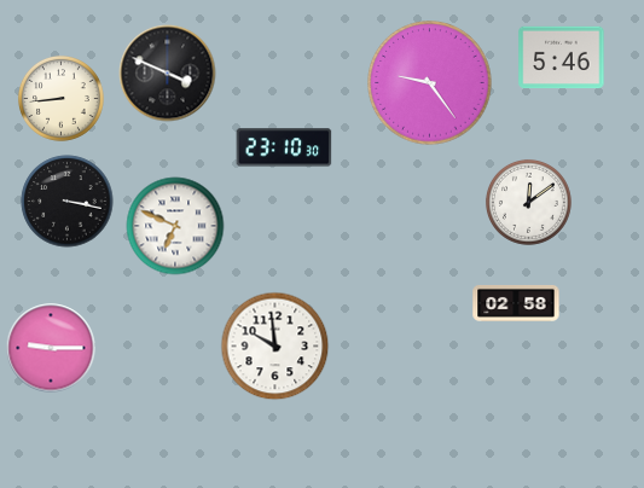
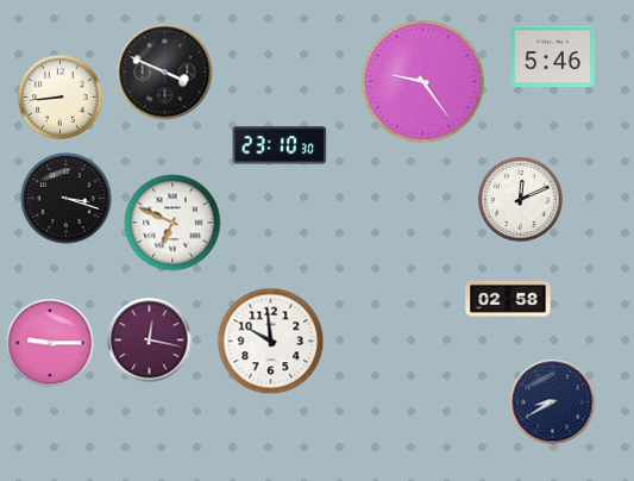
clock at (68, 202): 3:17 -> 3:18
clock at (528, 202): 12:09 -> 12:11
clock at (150, 341): none -> 12:17
clock at (553, 402): none -> 8:40
